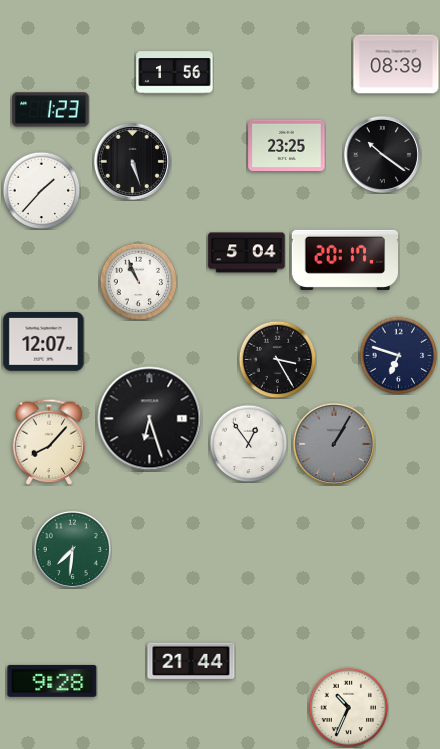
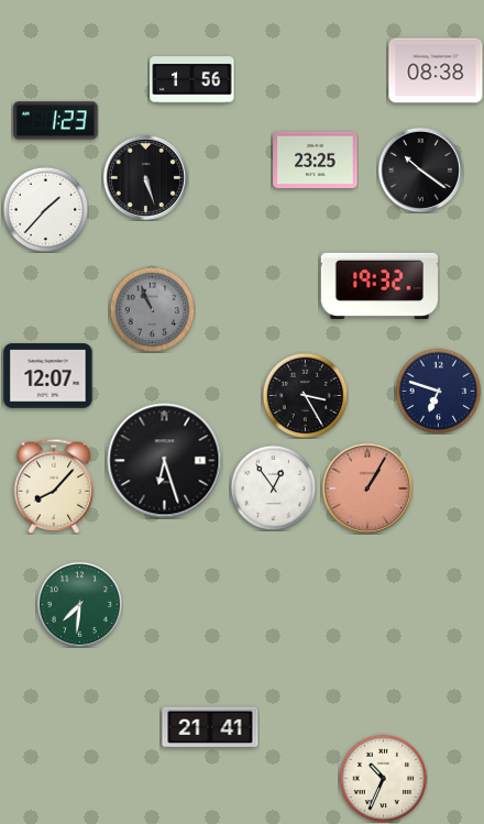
clock at (396, 64): 08:39 -> 08:38
clock at (247, 253): 5:04 -> none
clock at (345, 260): 20:17 -> 19:32
clock at (138, 281) dial: white -> grey
clock at (334, 444) dial: grey -> salmon
clock at (191, 661): 21:44 -> 21:41
clock at (52, 681): 9:28 -> none
